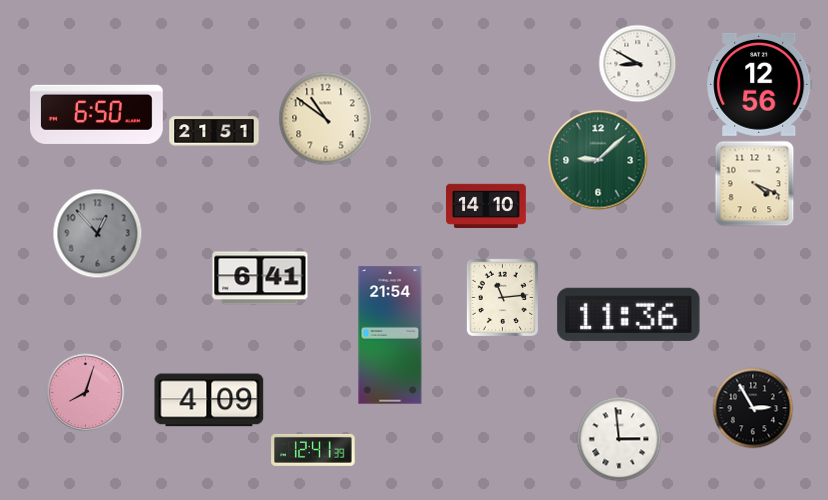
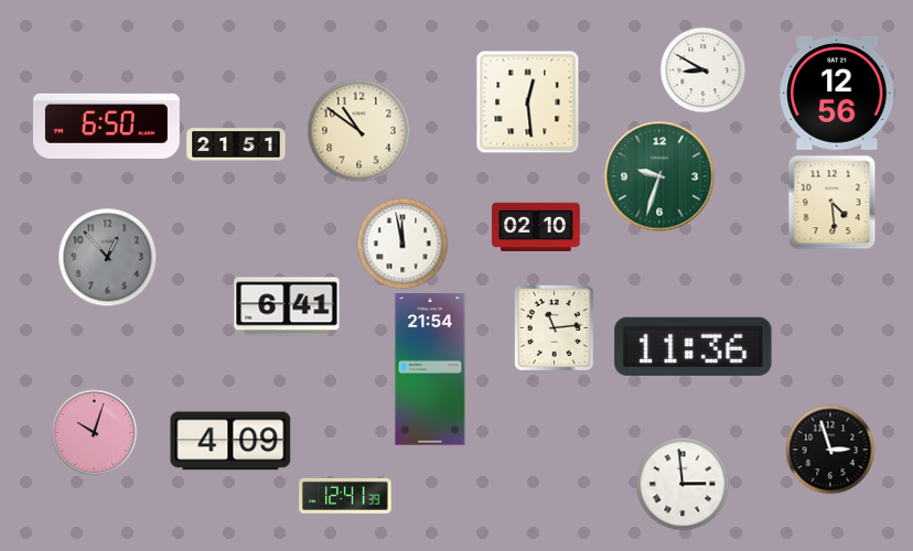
clock at (527, 101): none -> 12:29
clock at (598, 160): 9:08 -> 9:33
clock at (755, 183): 4:19 -> 4:29
clock at (487, 205): 14:10 -> 02:10
clock at (402, 244): none -> 11:58
clock at (85, 392): 8:03 -> 10:03
clock at (753, 408): 2:55 -> 2:57
